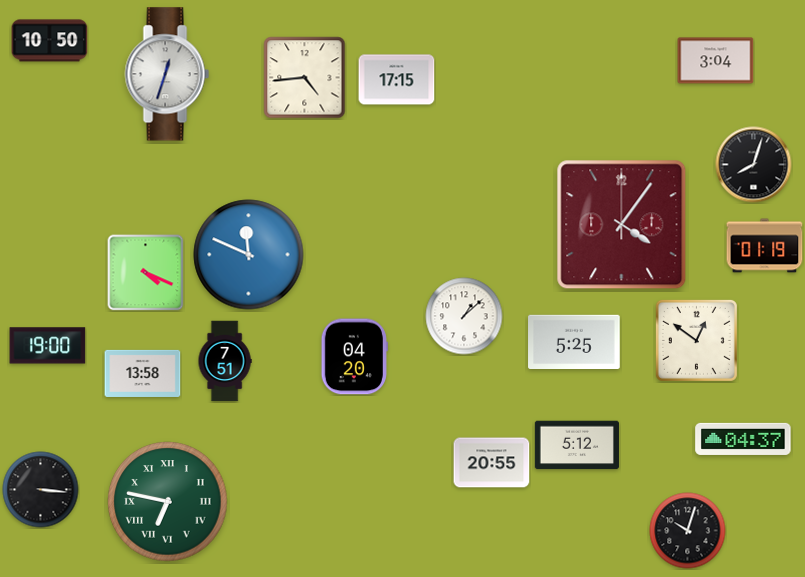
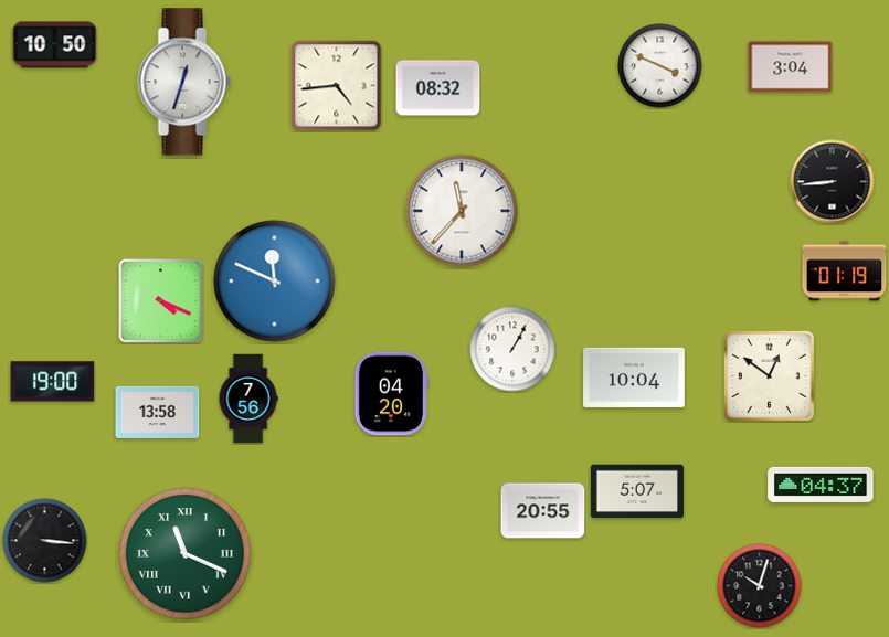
clock at (660, 66): none -> 3:49
clock at (397, 80): 17:15 -> 08:32
clock at (754, 165): 8:03 -> 8:44
clock at (462, 211): none -> 11:37
clock at (622, 225): 4:06 -> none
clock at (464, 316): 1:08 -> 1:05
clock at (574, 342): 5:25 -> 10:04
clock at (225, 361): 7:51 -> 7:56
clock at (577, 445): 5:12 -> 5:07
clock at (168, 502): 6:47 -> 11:19
